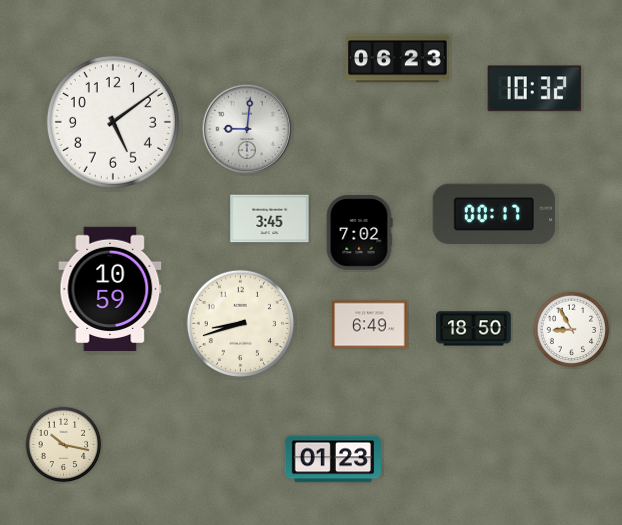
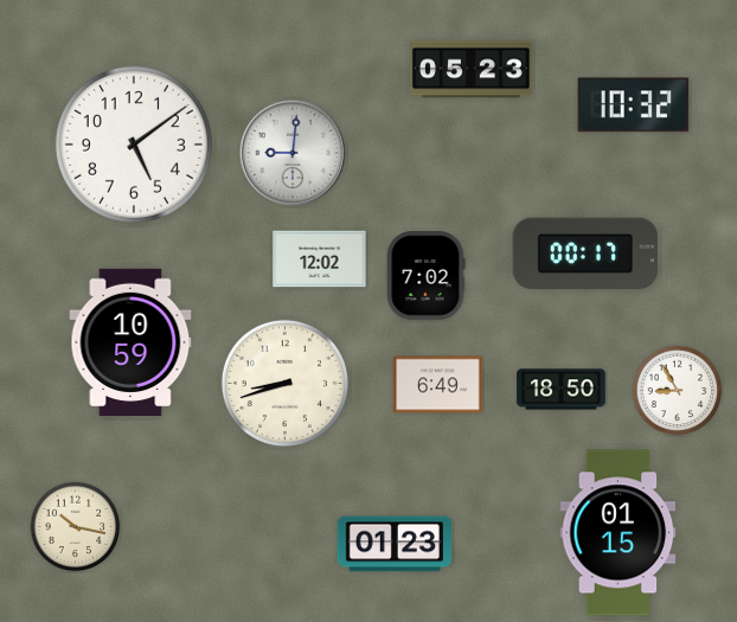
clock at (398, 59): 06:23 -> 05:23
clock at (270, 219): 3:45 -> 12:02
clock at (619, 533): none -> 01:15
